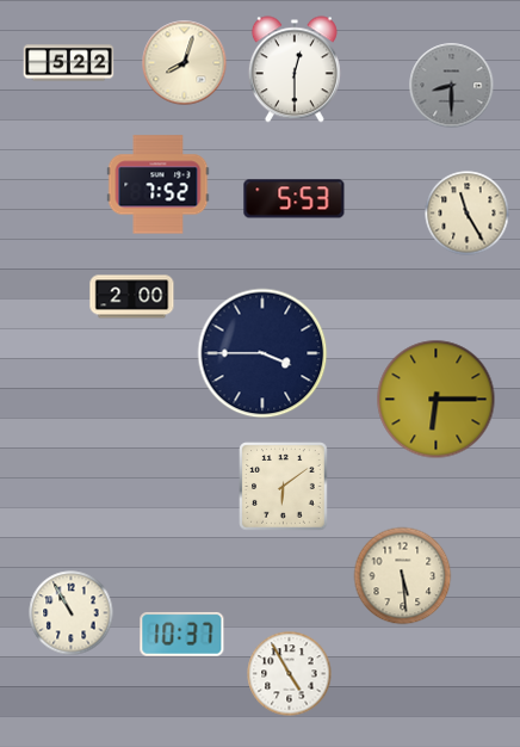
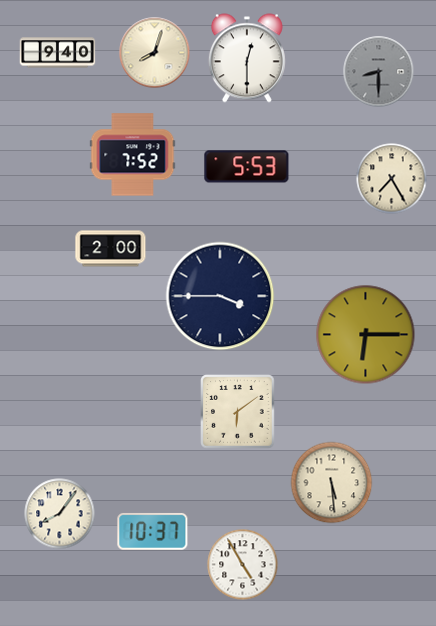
clock at (69, 63): 5:22 -> 9:40
clock at (468, 214): 11:25 -> 7:25
clock at (284, 487) position: (284, 487) -> (238, 412)
clock at (403, 576) position: (403, 576) -> (332, 483)
clock at (72, 613): 10:55 -> 8:06
